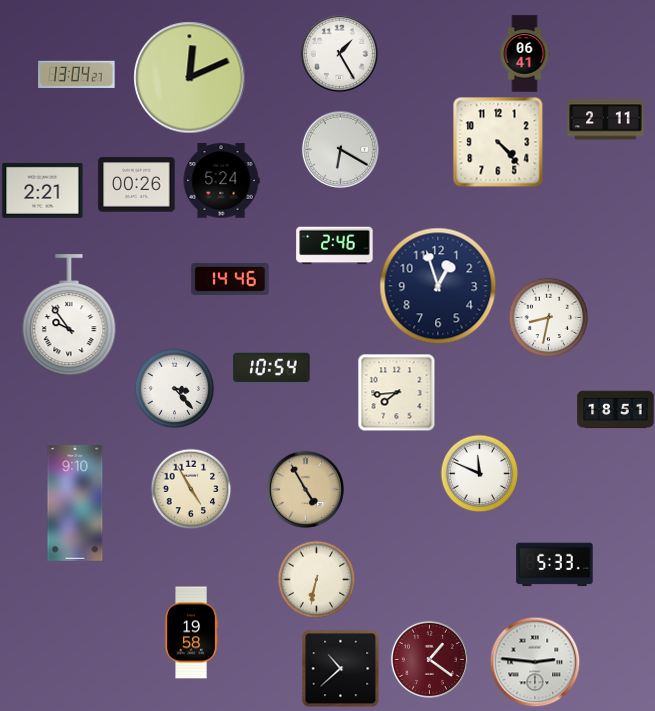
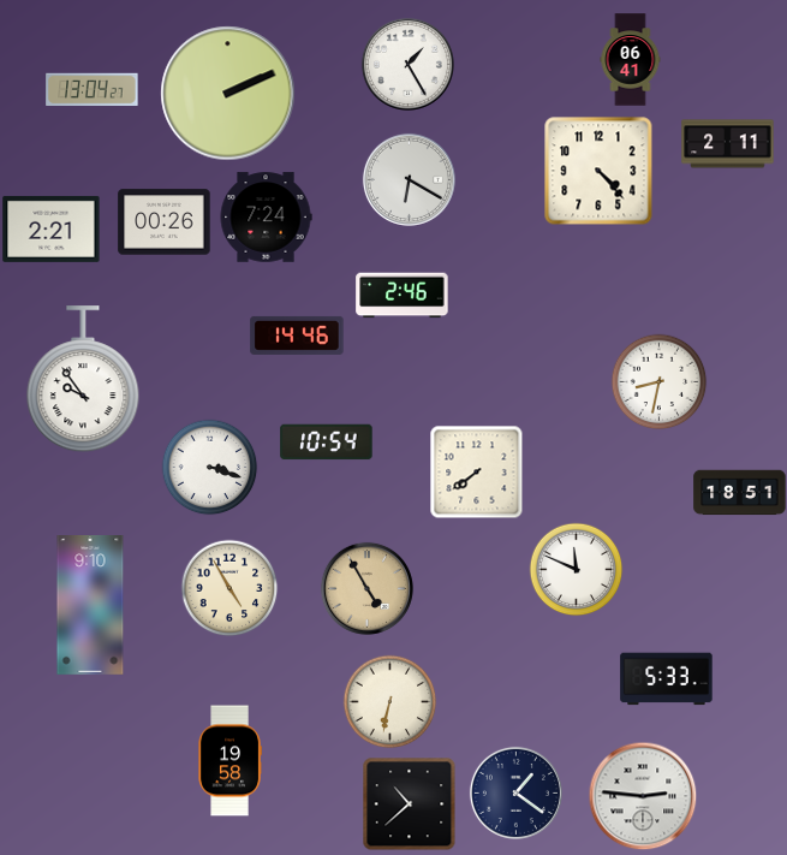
clock at (525, 54) position: (525, 54) -> (631, 60)
clock at (190, 78): 12:11 -> 2:11
clock at (221, 181): 5:24 -> 7:24
clock at (230, 279) position: (230, 279) -> (297, 336)
clock at (438, 286): 12:57 -> none
clock at (174, 388): 3:23 -> 3:18
clock at (396, 392): 7:44 -> 7:39
clock at (316, 579) position: (316, 579) -> (389, 701)
clock at (429, 659) dial: burgundy -> navy
